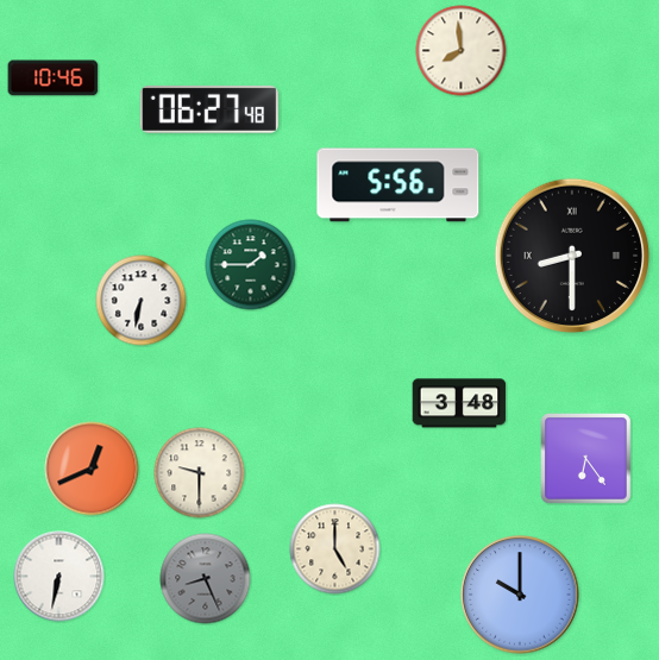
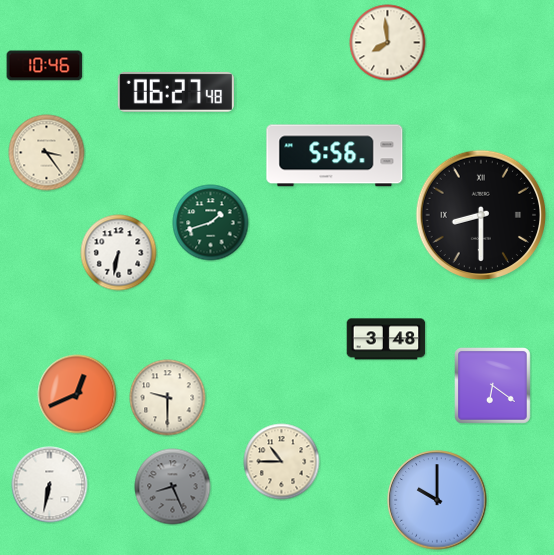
clock at (47, 153): none -> 3:24
clock at (251, 265): 1:45 -> 1:42
clock at (586, 459): 6:24 -> 6:21
clock at (335, 549): 5:00 -> 10:45
